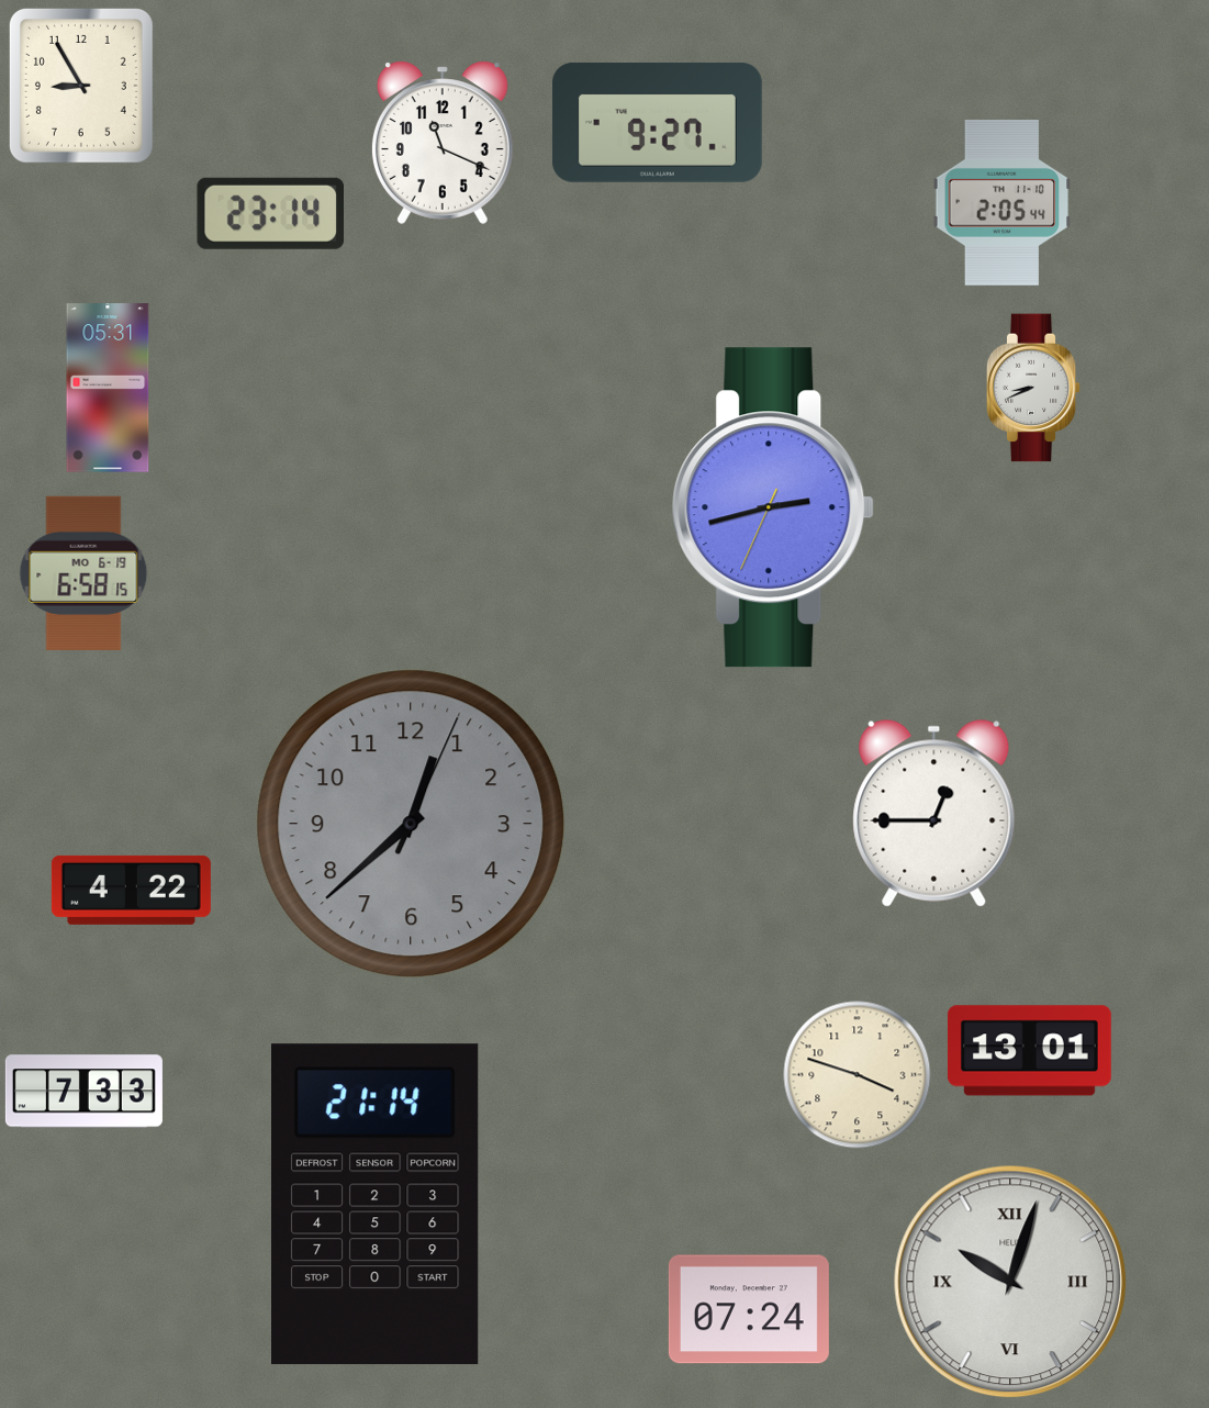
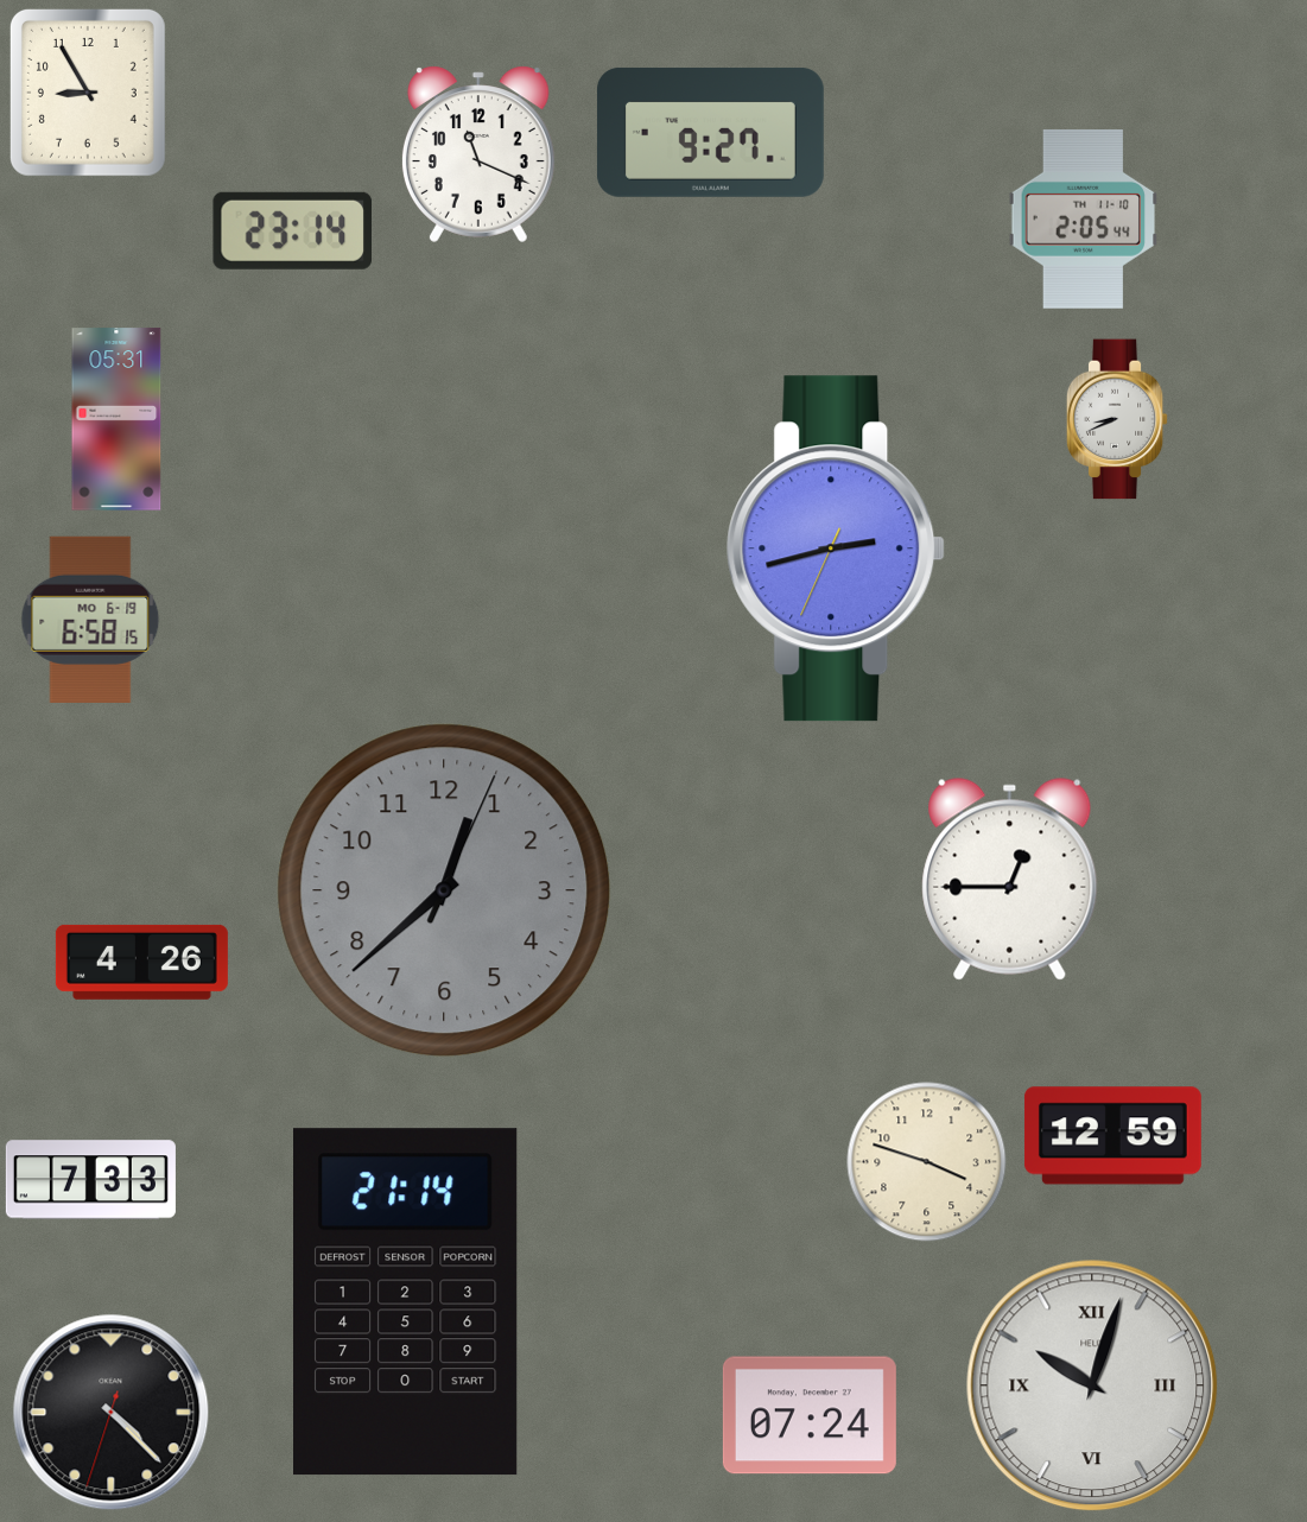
clock at (131, 890): 4:22 -> 4:26
clock at (1029, 1051): 13:01 -> 12:59
clock at (112, 1413): none -> 4:22
